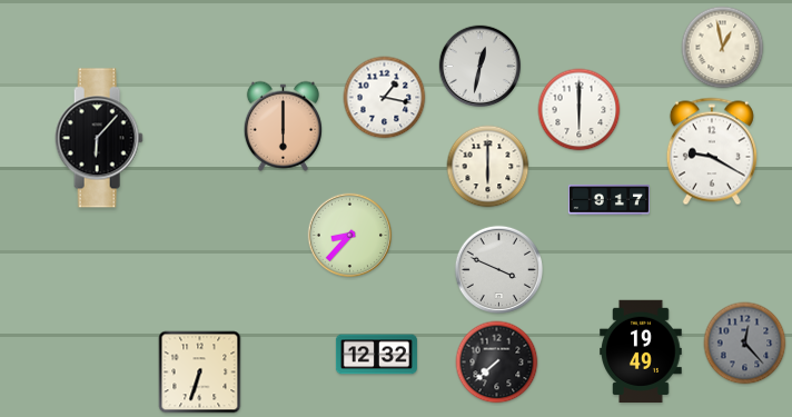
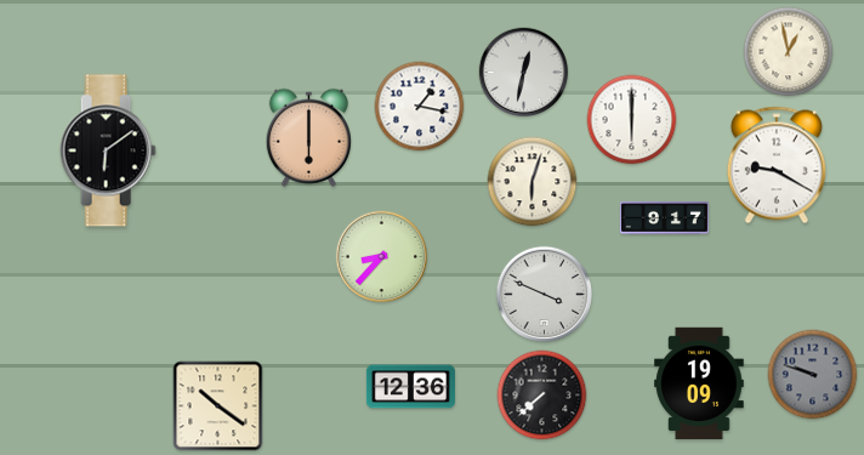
clock at (99, 138): 6:07 -> 6:09
clock at (488, 167): 6:00 -> 6:03
clock at (745, 344): 12:23 -> 9:48
clock at (641, 350): 19:49 -> 19:09
clock at (376, 355): 12:32 -> 12:36
clock at (200, 373): 6:33 -> 10:21
